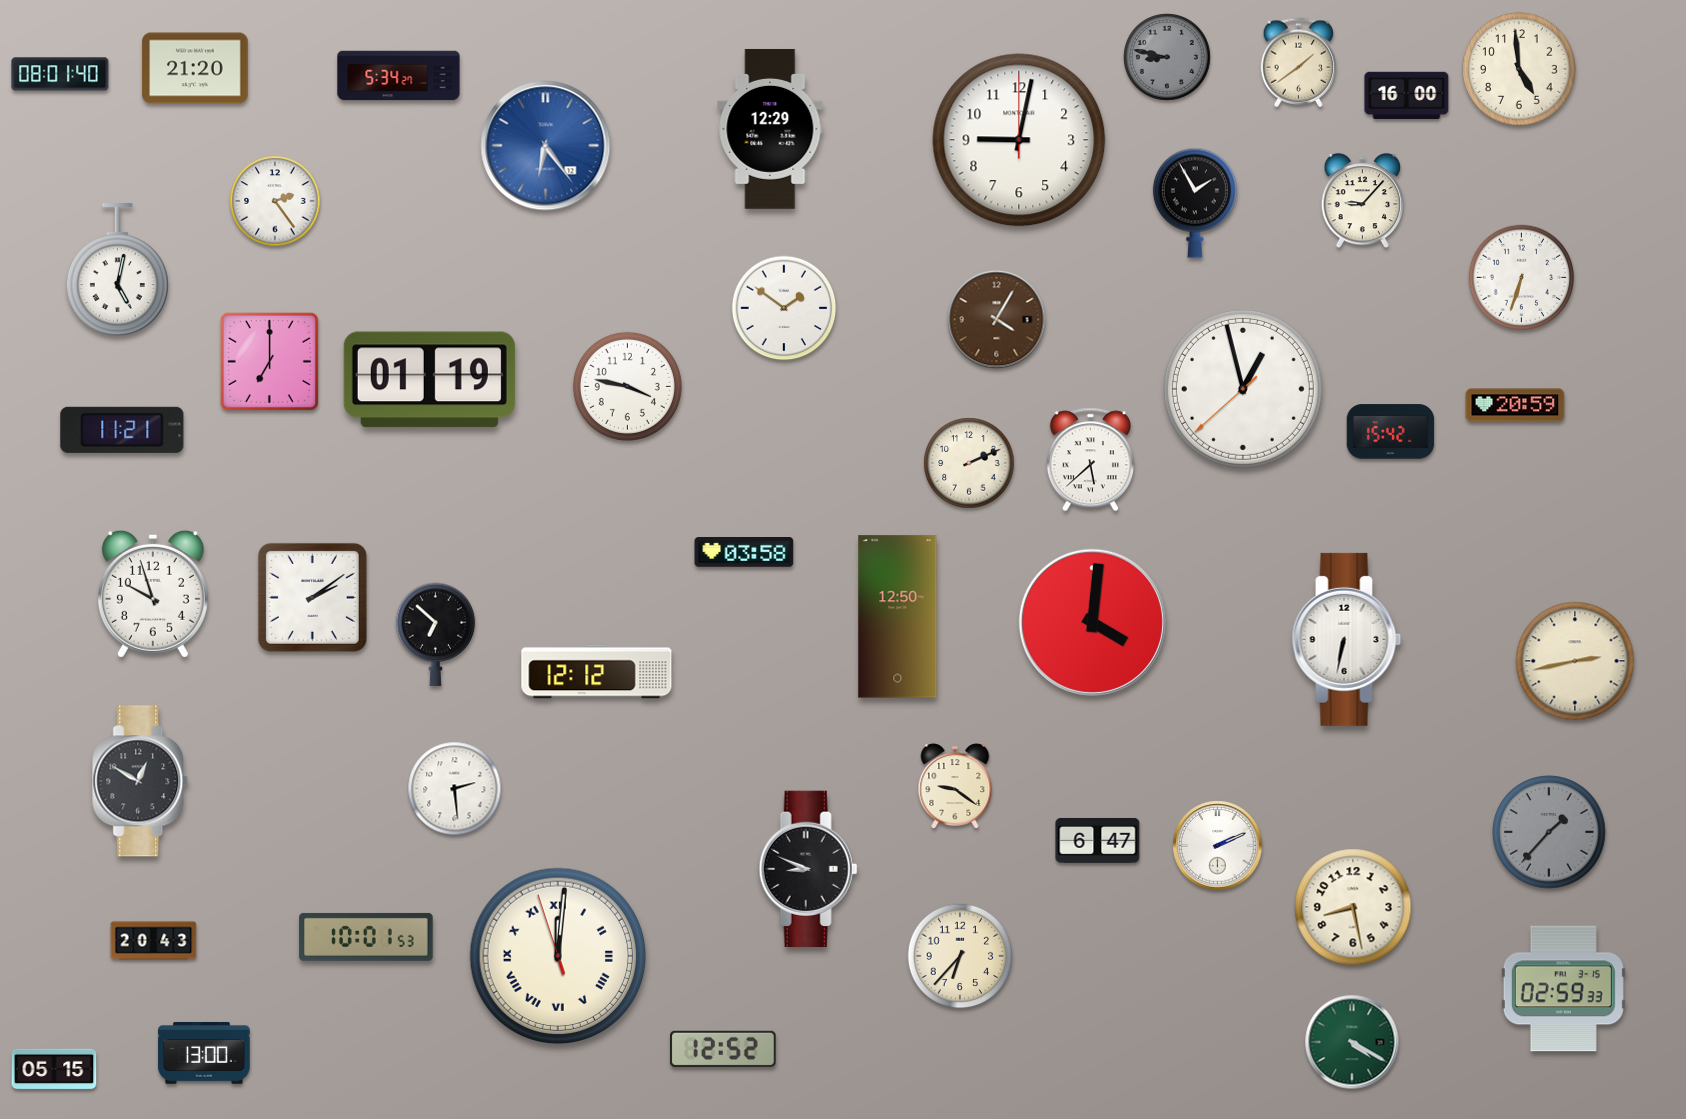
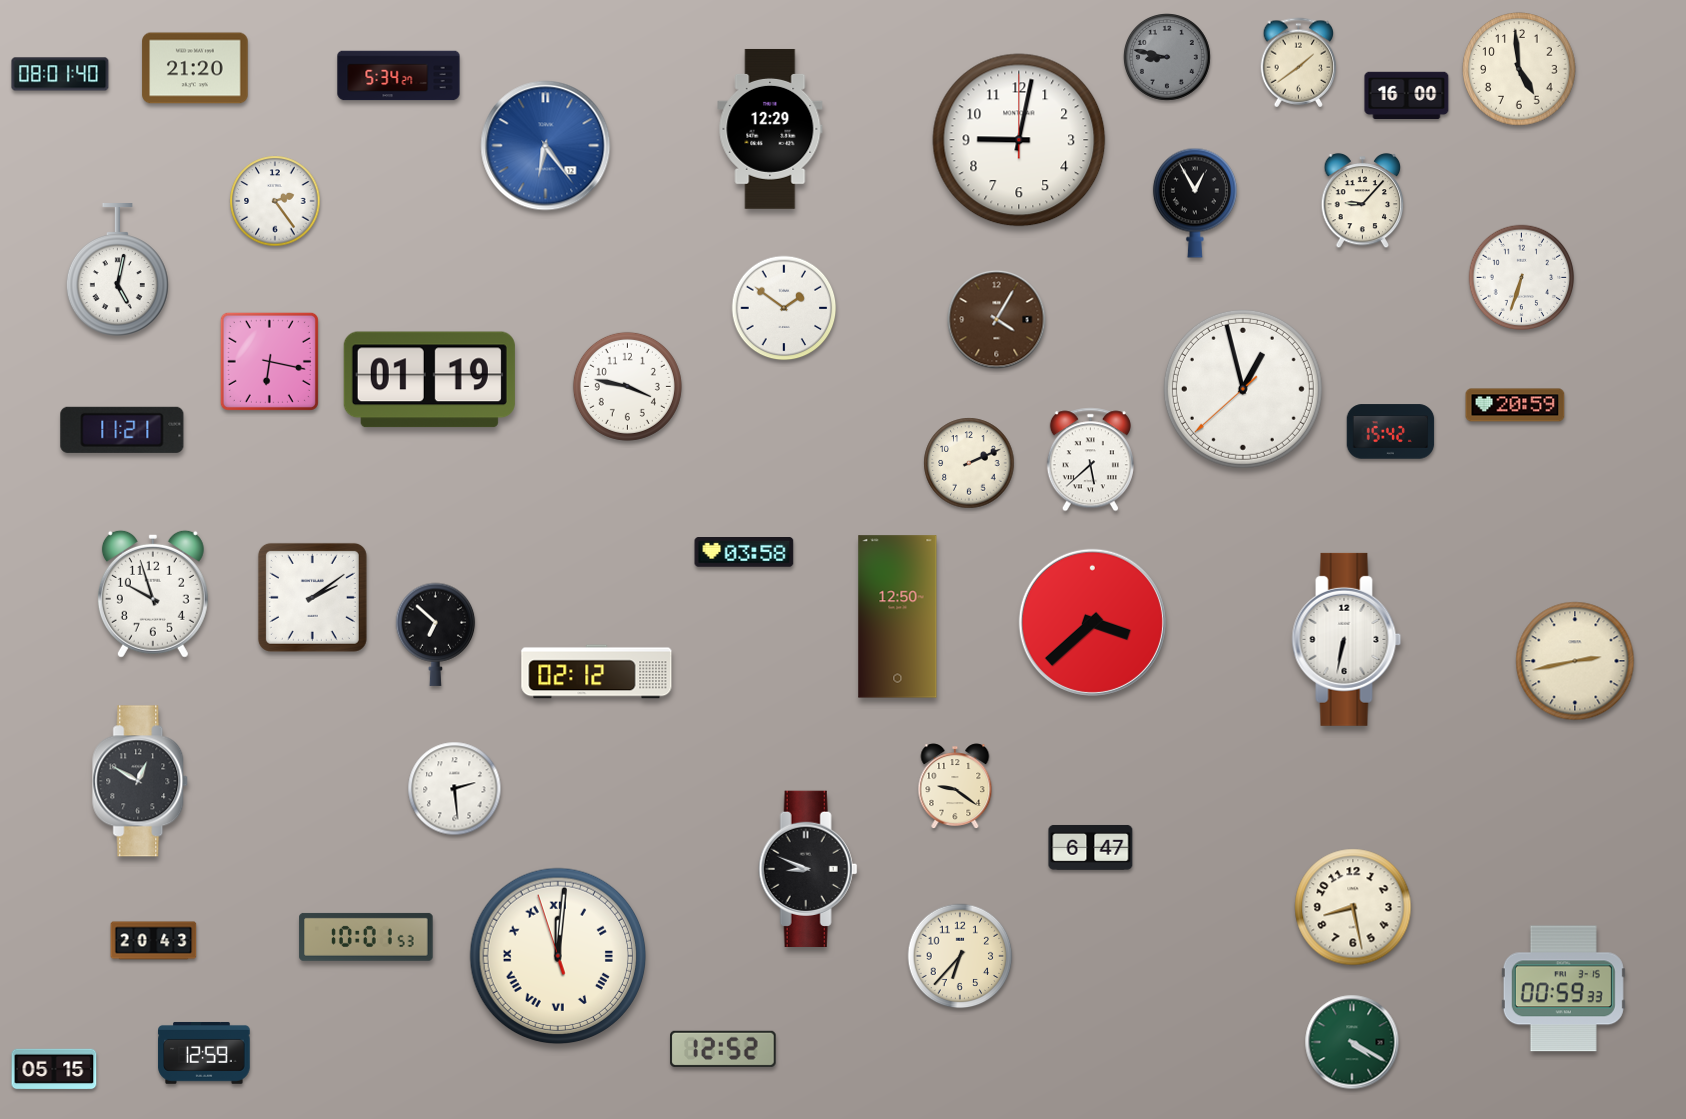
clock at (1195, 203): 1:55 -> 12:55
clock at (269, 361): 7:00 -> 6:17
clock at (1092, 622): 4:01 -> 3:38
clock at (597, 672): 12:12 -> 02:12
clock at (1549, 832): 1:37 -> none
clock at (1098, 840) position: (1098, 840) -> (1091, 847)
clock at (1218, 846): 2:11 -> none
clock at (1563, 989): 02:59 -> 00:59
clock at (204, 1053): 13:00 -> 12:59
